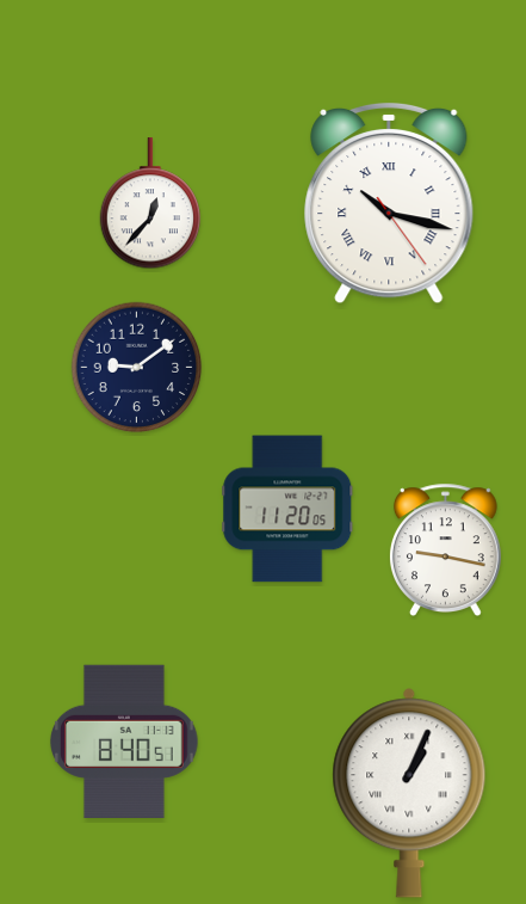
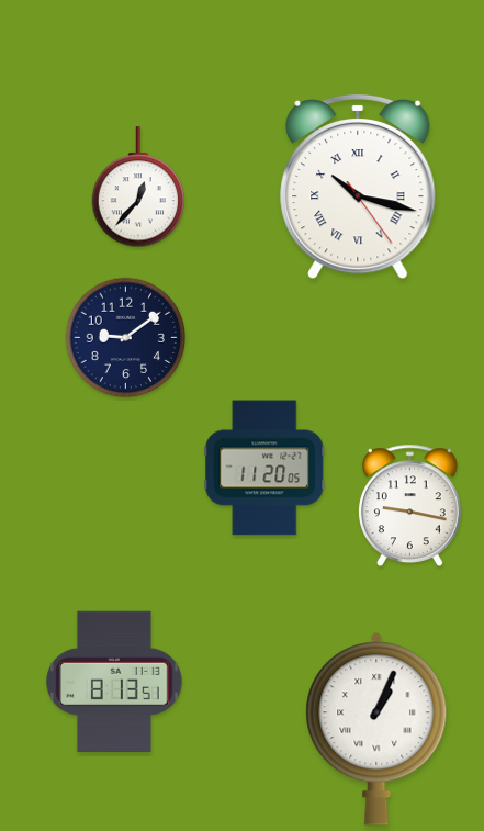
clock at (125, 740): 8:40 -> 8:13
